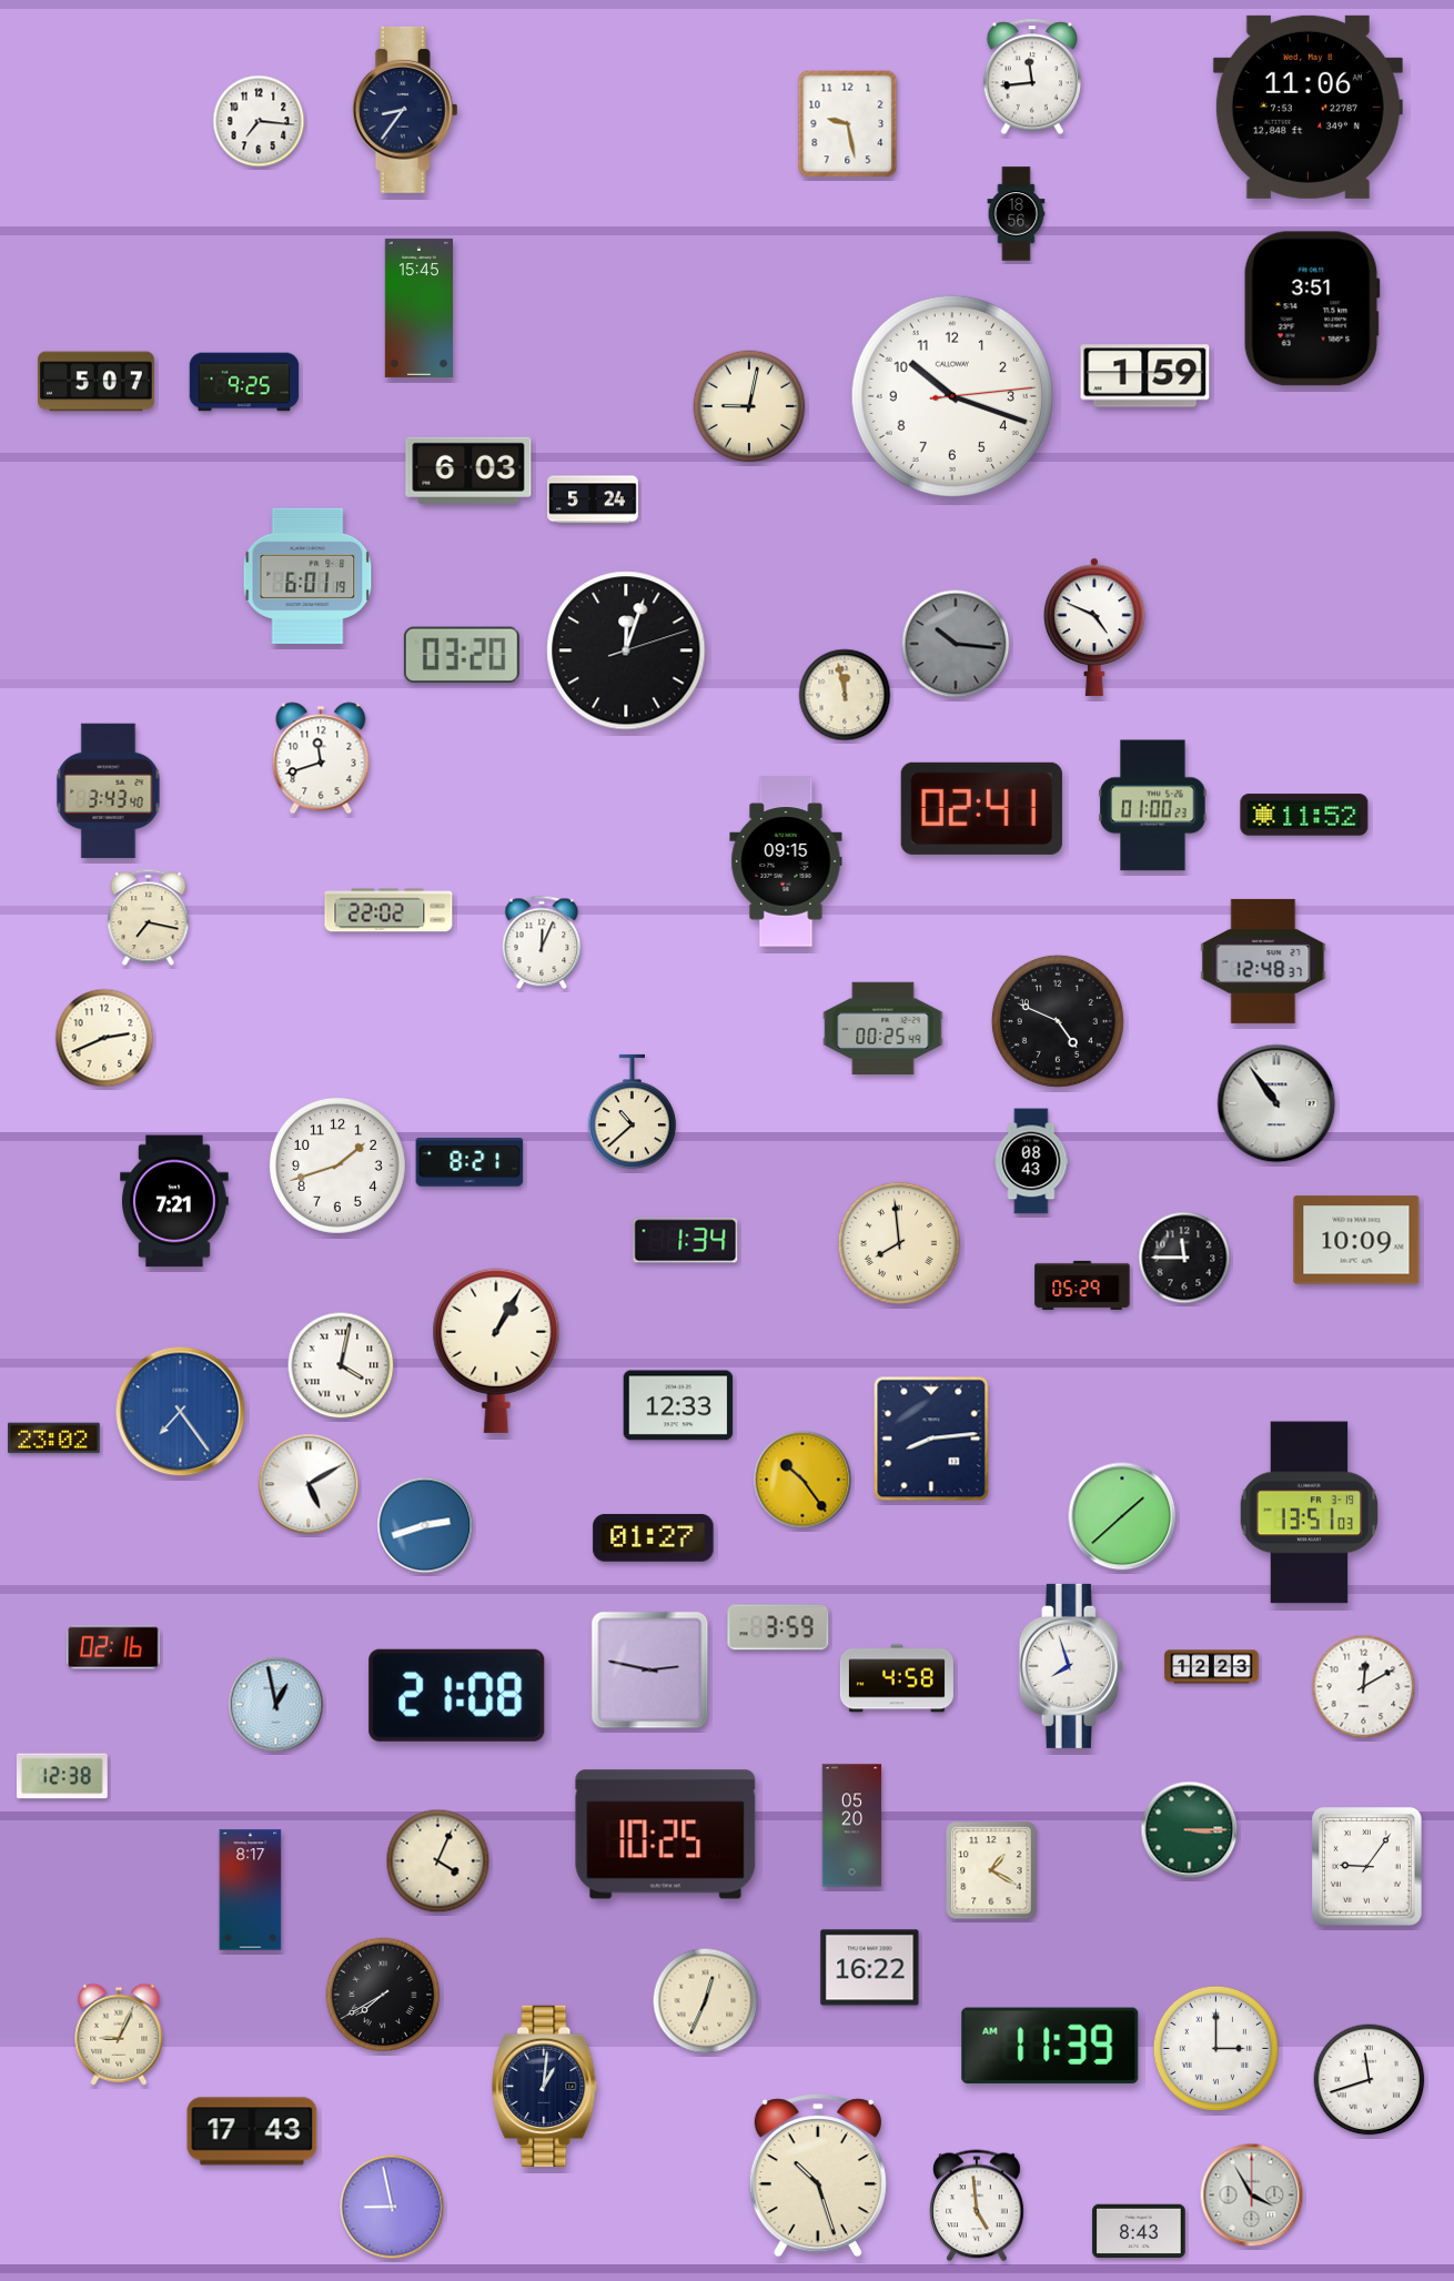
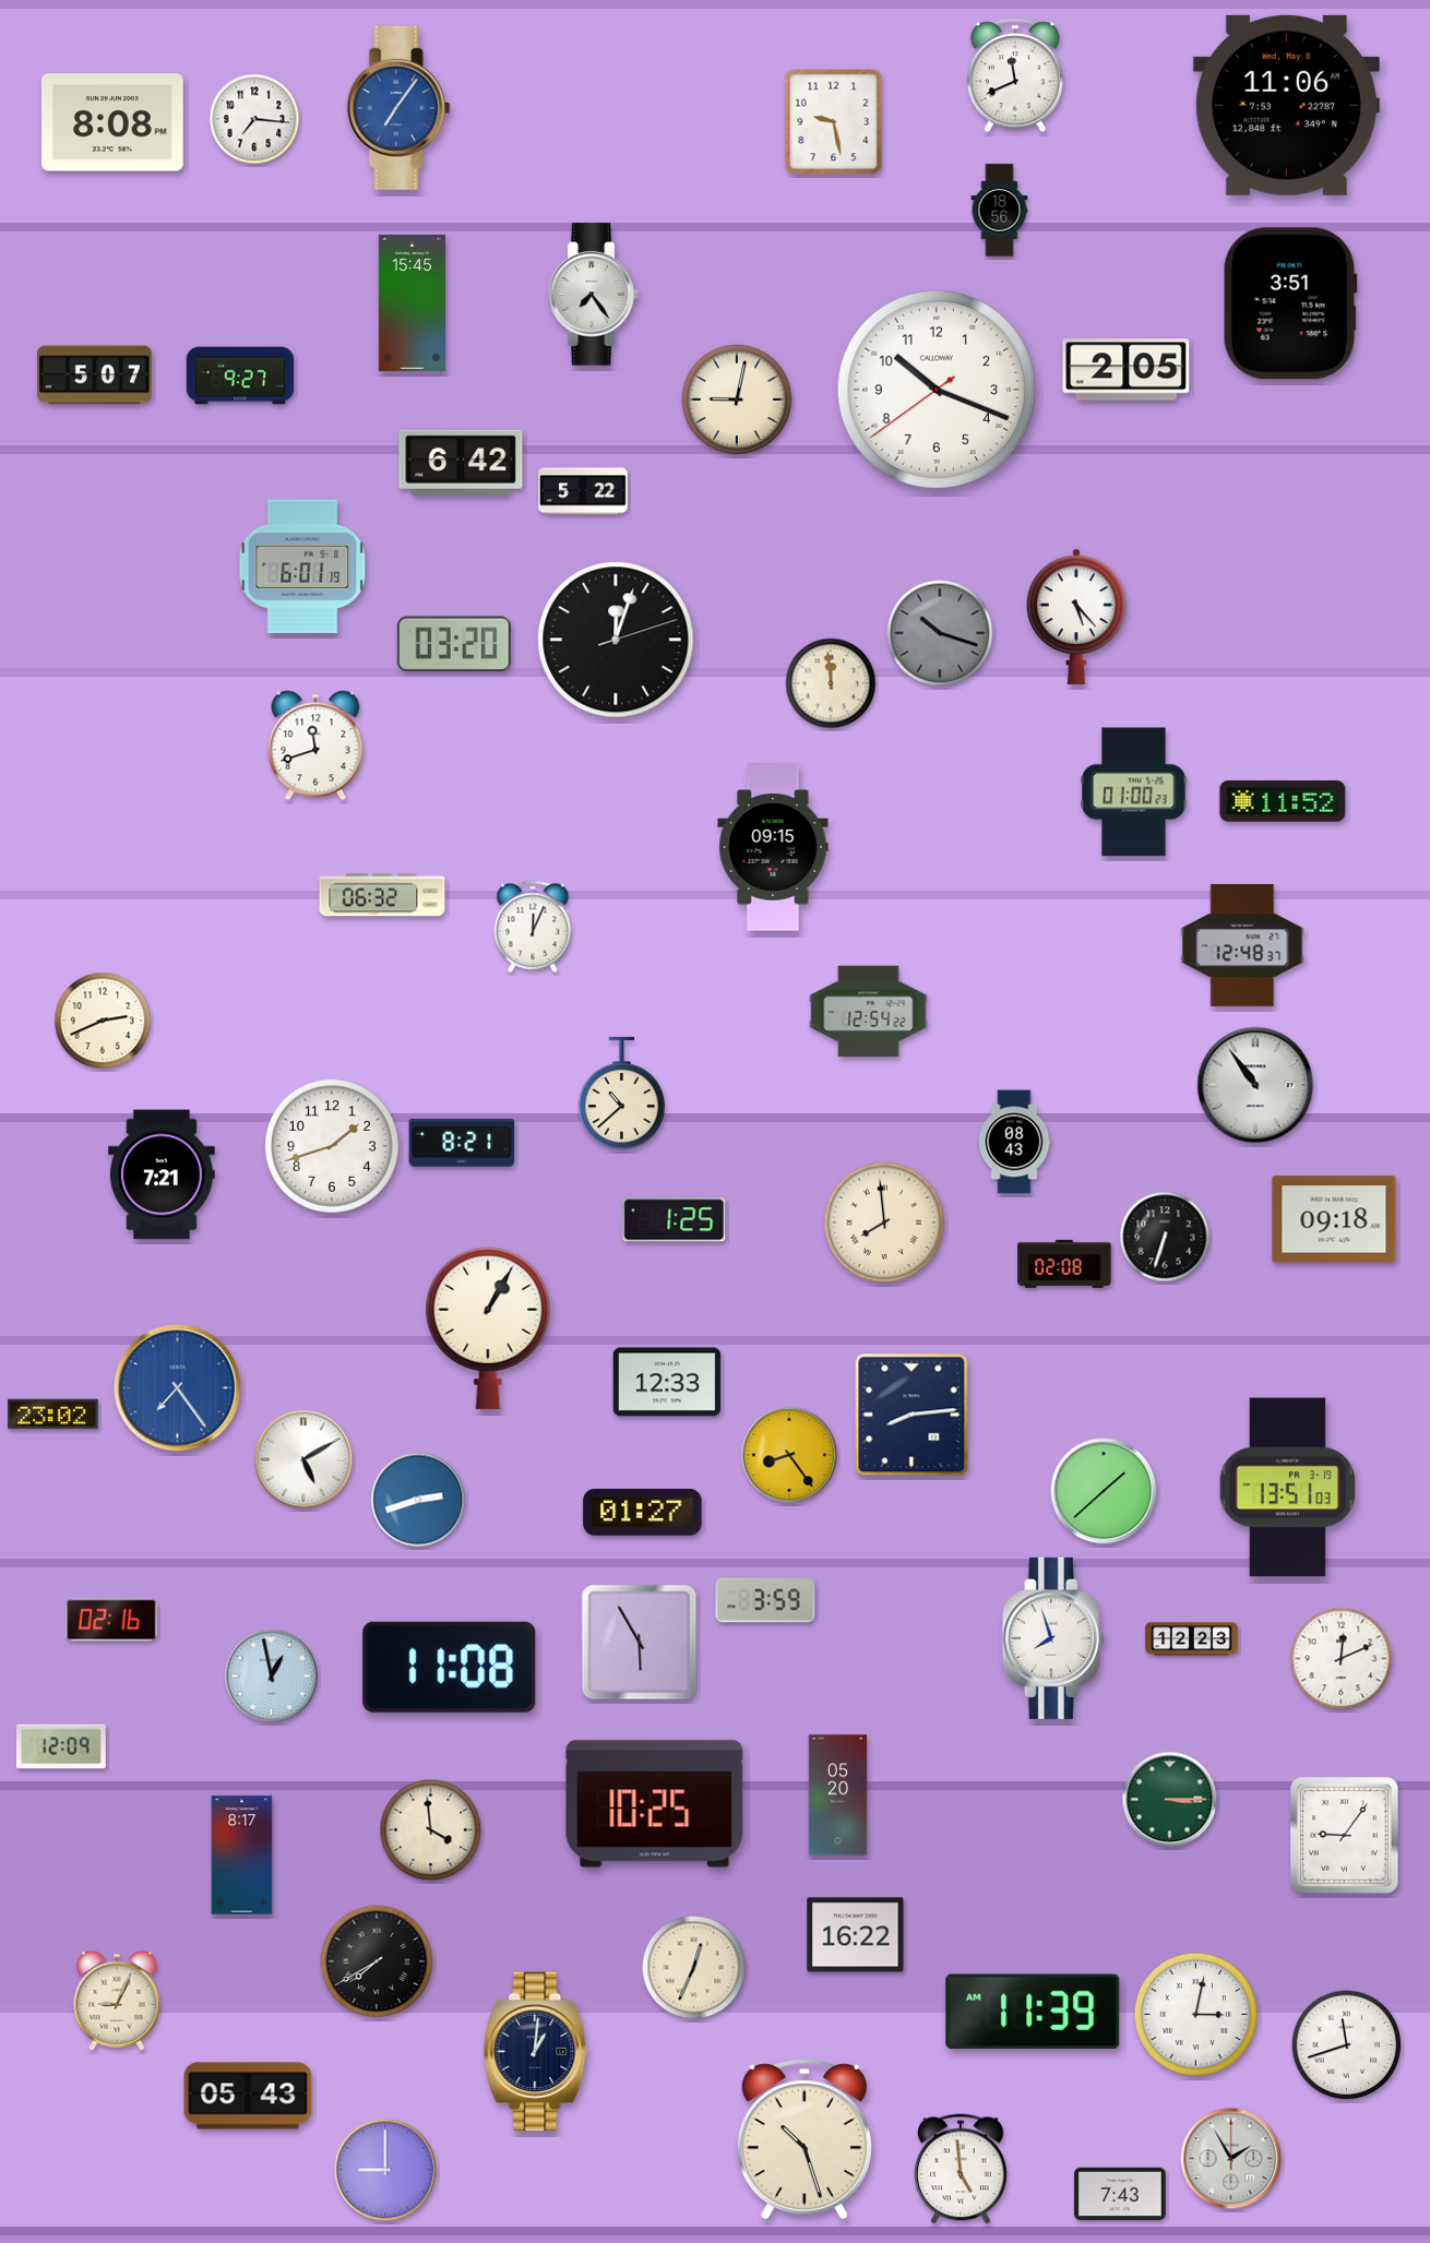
clock at (1032, 77): 11:44 -> 11:41
clock at (405, 110): 8:36 -> 7:06
clock at (405, 110) dial: navy -> blue
clock at (112, 122): none -> 8:08
clock at (594, 295): none -> 7:24
clock at (1145, 376): 1:59 -> 2:05
clock at (244, 382): 9:25 -> 9:27
clock at (952, 396): 10:18:14 -> 10:18:39
clock at (468, 471): 6:03 -> 6:42
clock at (594, 499): 5:24 -> 5:22
clock at (1094, 627): 4:49 -> 5:23
clock at (956, 644): 10:16 -> 10:18
clock at (845, 695): 11:58 -> 11:59
clock at (109, 791): 3:43 -> none
clock at (981, 808): 02:41 -> none
clock at (388, 910): 22:02 -> 06:32
clock at (149, 918): 7:17 -> none
clock at (1058, 1021): 4:49 -> none
clock at (883, 1029): 00:25 -> 12:54
clock at (175, 1201) position: (175, 1201) -> (163, 1174)
clock at (1356, 1240): 10:09 -> 09:18
clock at (686, 1241): 1:34 -> 1:25
clock at (1184, 1258): 11:45 -> 6:33
clock at (1082, 1285): 05:29 -> 02:08
clock at (341, 1365): 4:02 -> none
clock at (931, 1439) position: (931, 1439) -> (911, 1415)
clock at (802, 1480): 10:24 -> 8:24
clock at (650, 1671): 2:47 -> 5:55
clock at (897, 1678): 4:58 -> none
clock at (1364, 1687): 12:10 -> 12:11
clock at (457, 1695): 21:08 -> 11:08
clock at (62, 1776): 12:38 -> 12:09
clock at (438, 1861): 4:04 -> 3:59
clock at (991, 1870): 1:20 -> none
clock at (251, 1890) position: (251, 1890) -> (242, 1856)
clock at (1215, 2048): 3:00 -> 3:02
clock at (252, 2131): 17:43 -> 05:43
clock at (1252, 2196): 3:55 -> 1:55
clock at (392, 2207): 8:58 -> 9:00
clock at (1139, 2231): 8:43 -> 7:43
